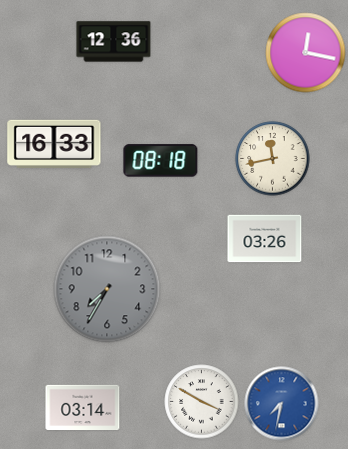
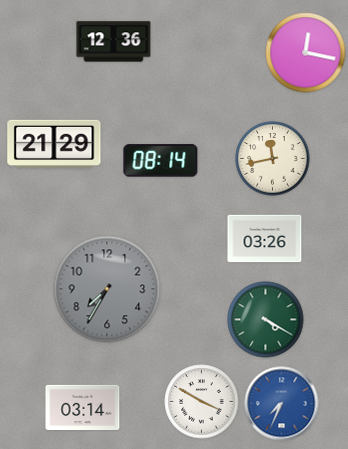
clock at (54, 143): 16:33 -> 21:29
clock at (161, 161): 08:18 -> 08:14
clock at (266, 320): none -> 4:20
clock at (282, 404): 7:32 -> 7:34
